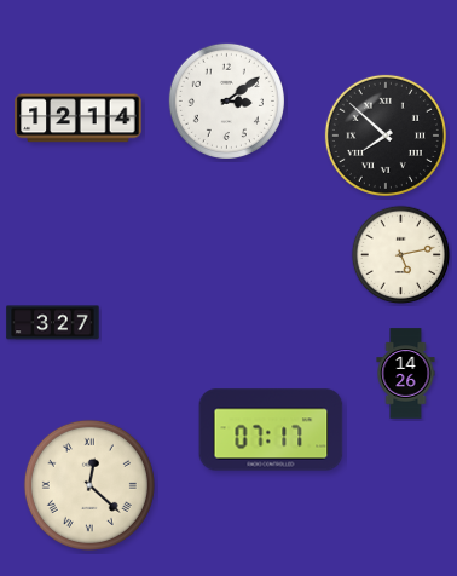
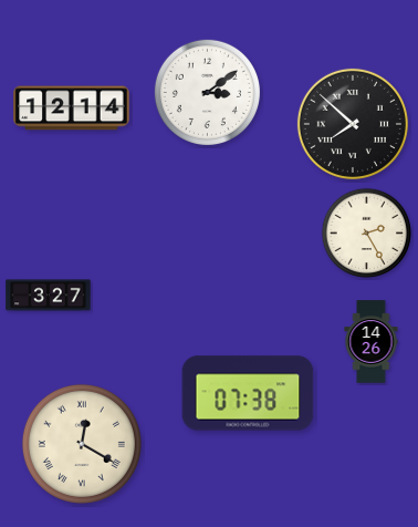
clock at (401, 255): 5:13 -> 2:25
clock at (271, 430): 07:17 -> 07:38
clock at (89, 485): 12:22 -> 12:20
